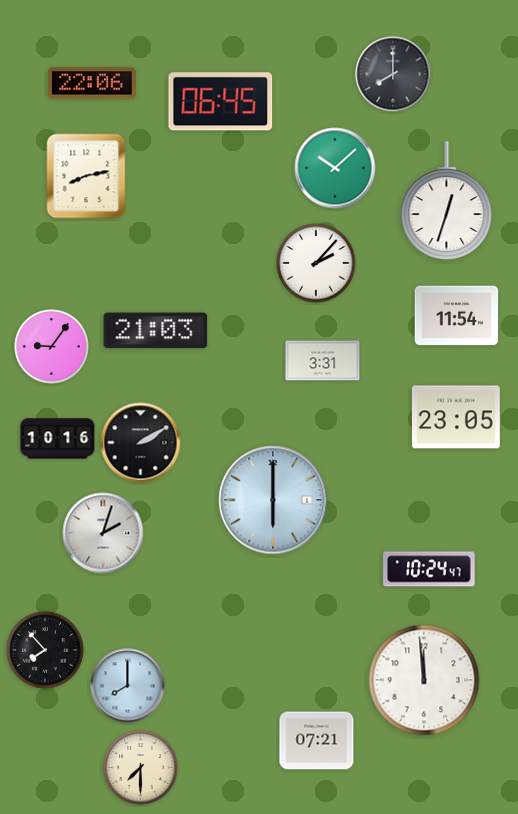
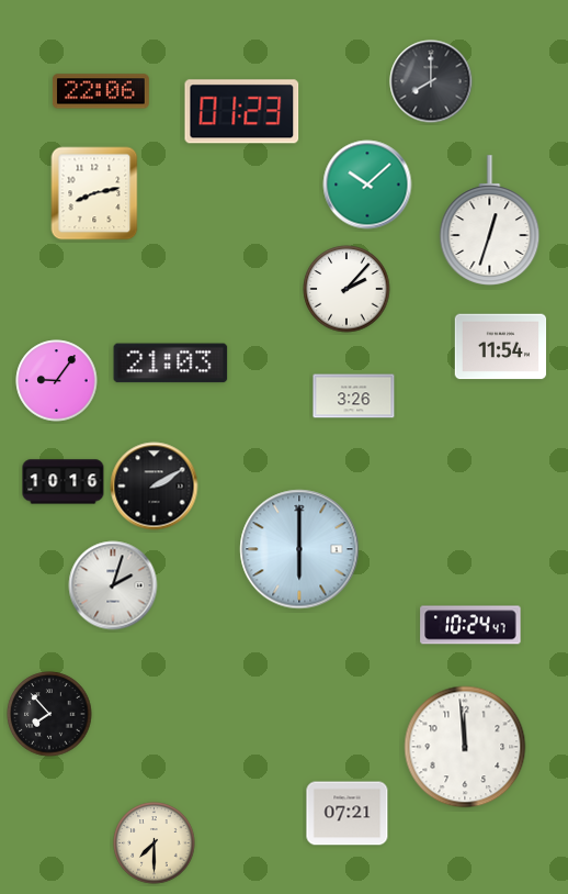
clock at (221, 102): 06:45 -> 01:23
clock at (323, 361): 3:31 -> 3:26
clock at (456, 417): 23:05 -> none
clock at (128, 686): 8:00 -> none
